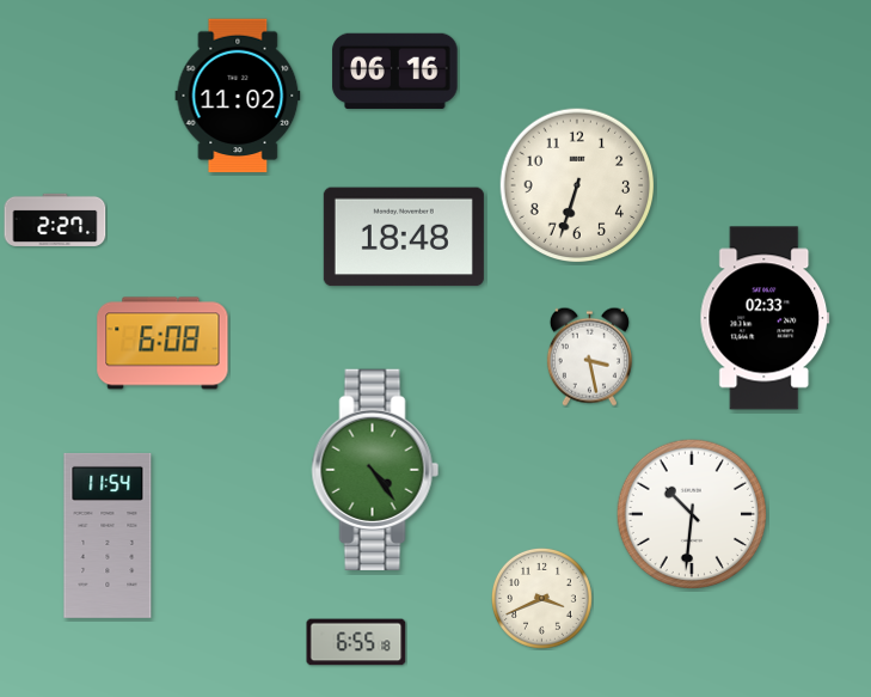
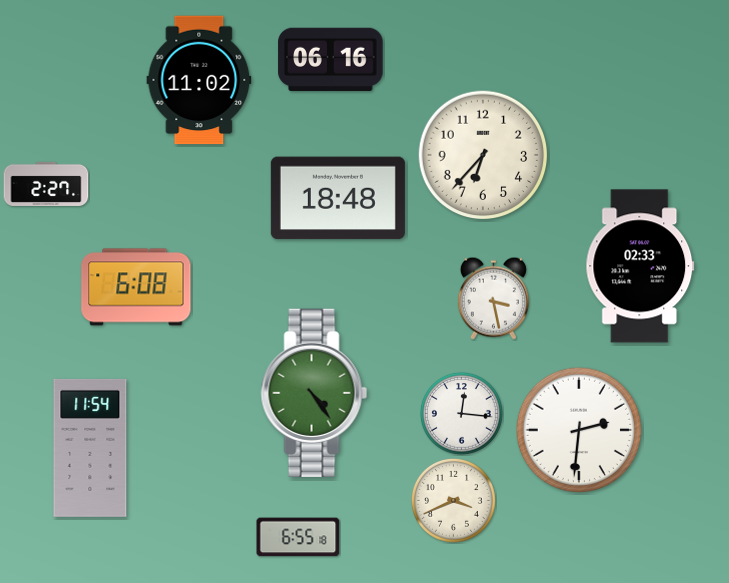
clock at (577, 185): 6:33 -> 6:37
clock at (462, 414): none -> 12:16
clock at (692, 514): 10:31 -> 2:31
